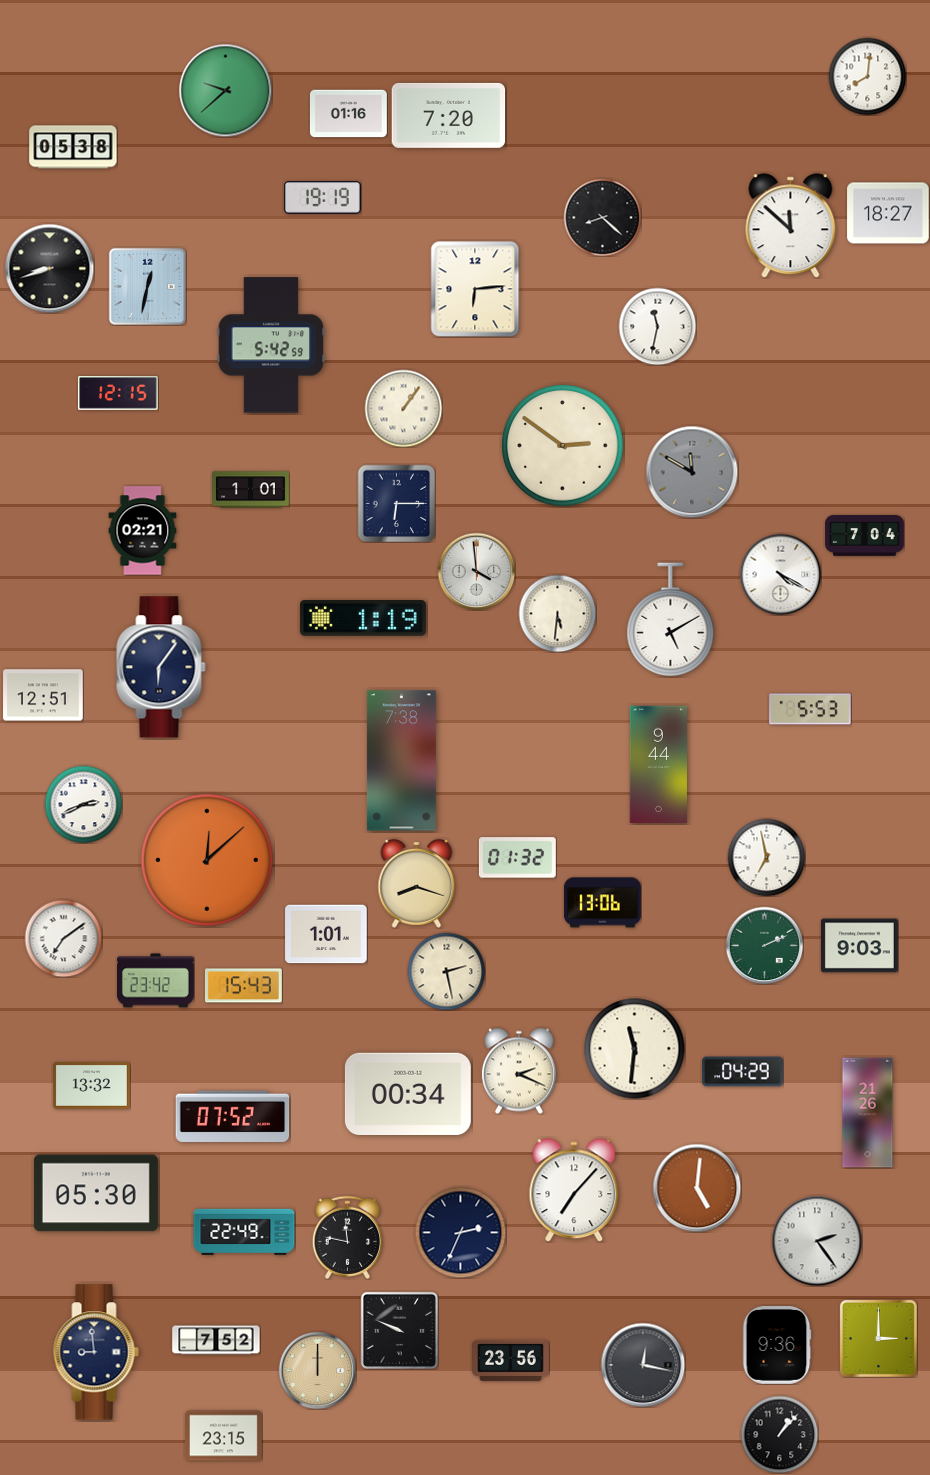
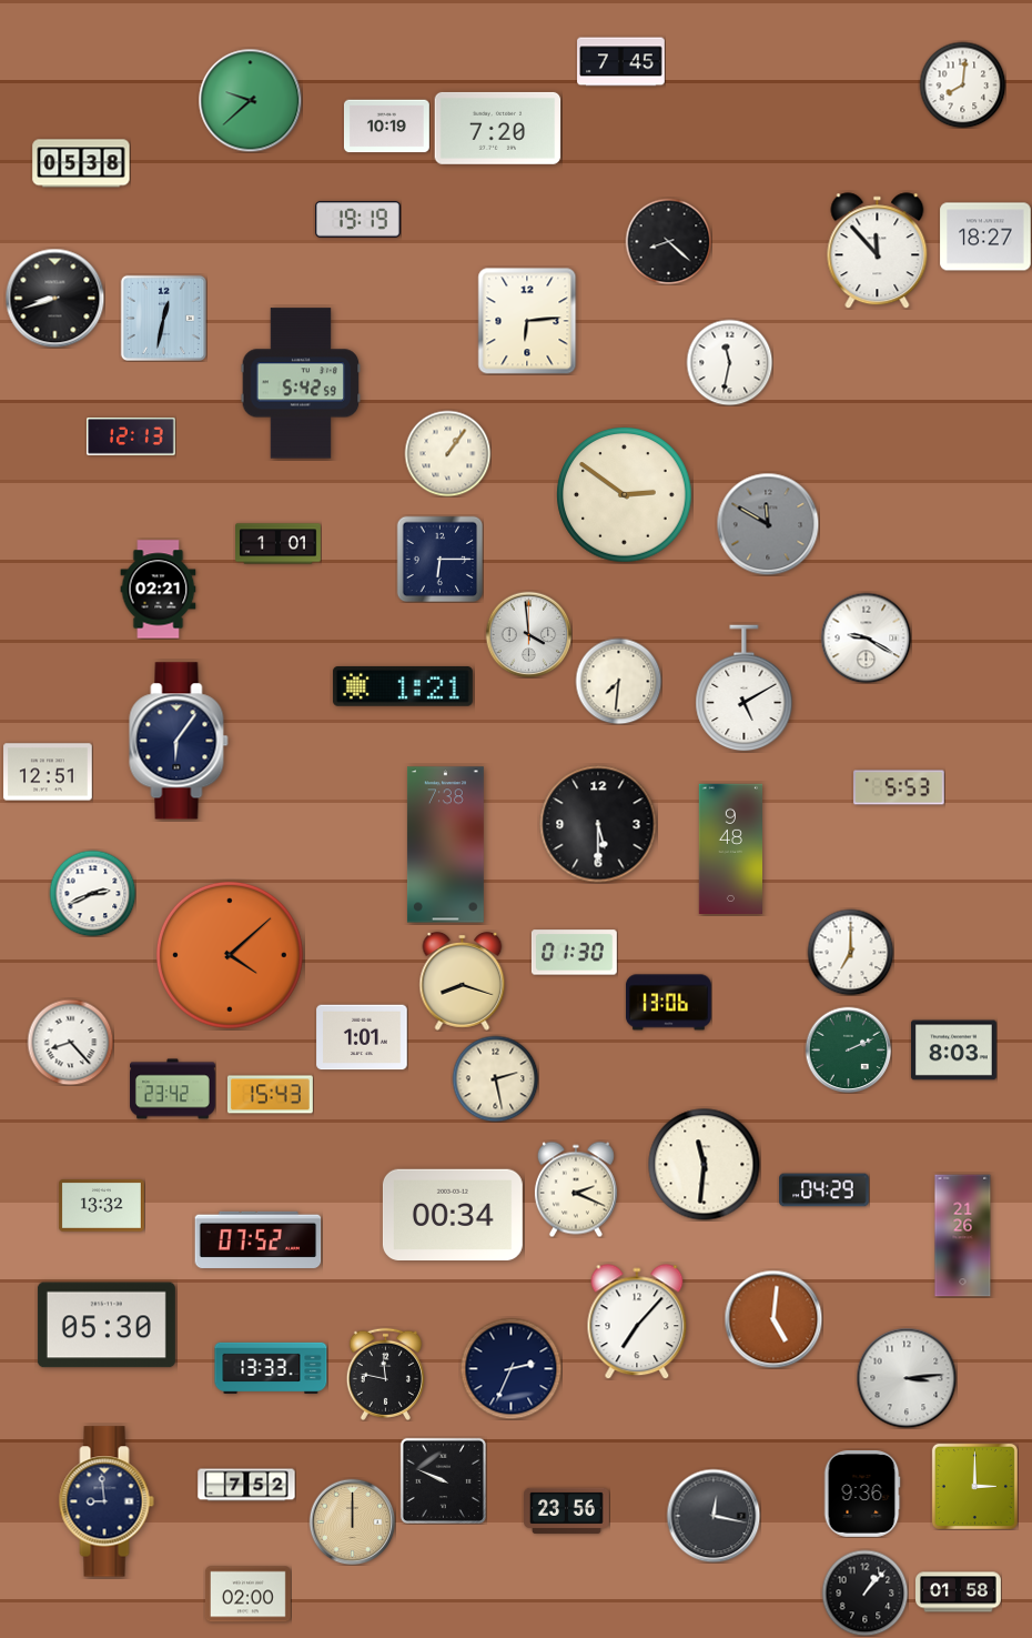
clock at (621, 62): none -> 7:45
clock at (348, 114): 01:16 -> 10:19
clock at (791, 226): 11:52 -> 11:53
clock at (118, 394): 12:15 -> 12:13
clock at (865, 536): 7:04 -> none
clock at (780, 574): 4:20 -> 9:20
clock at (557, 613): 5:31 -> 7:31
clock at (363, 618): 1:19 -> 1:21
clock at (598, 824): none -> 5:30
clock at (658, 765): 9:44 -> 9:48
clock at (766, 857): 6:58 -> 7:00
clock at (517, 858): 01:32 -> 01:30
clock at (207, 860): 12:08 -> 4:08
clock at (63, 938): 7:09 -> 8:23
clock at (859, 946): 9:03 -> 8:03
clock at (244, 1232): 22:49 -> 13:33
clock at (817, 1241): 2:24 -> 3:14
clock at (399, 1330) position: (399, 1330) -> (443, 1480)
clock at (216, 1340) position: (216, 1340) -> (246, 1485)
clock at (959, 1592): none -> 01:58
clock at (223, 1436): 23:15 -> 02:00
